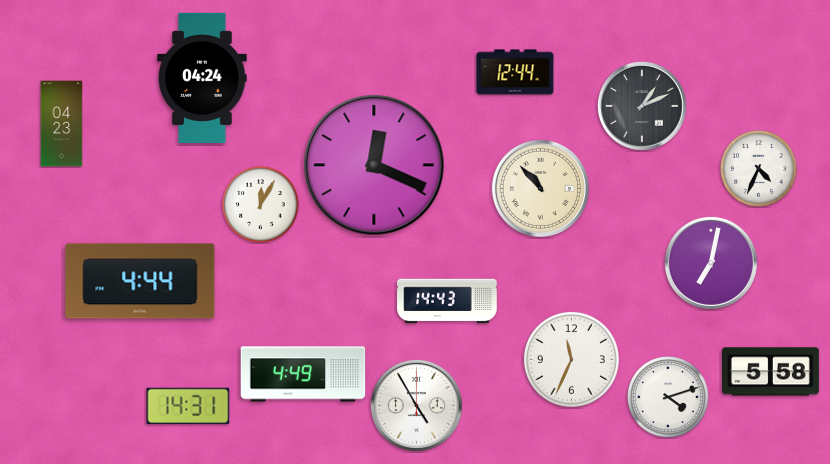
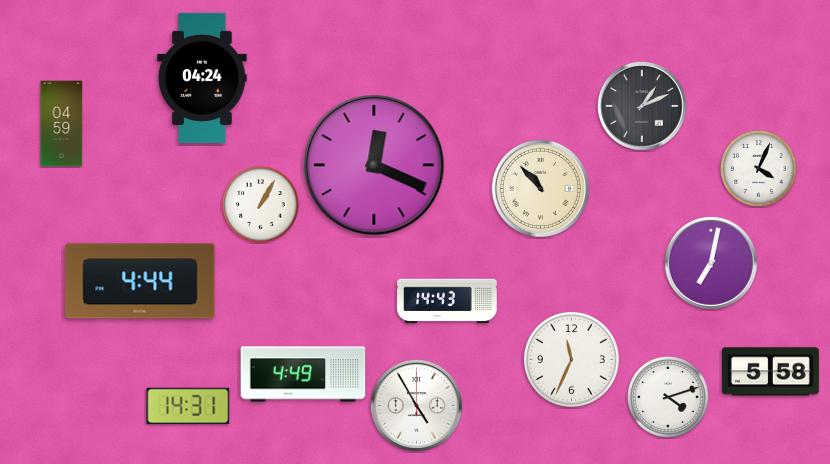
clock at (515, 72): 12:44 -> none
clock at (62, 124): 04:23 -> 04:59
clock at (759, 169): 4:34 -> 4:04
clock at (261, 205): 12:05 -> 1:05
